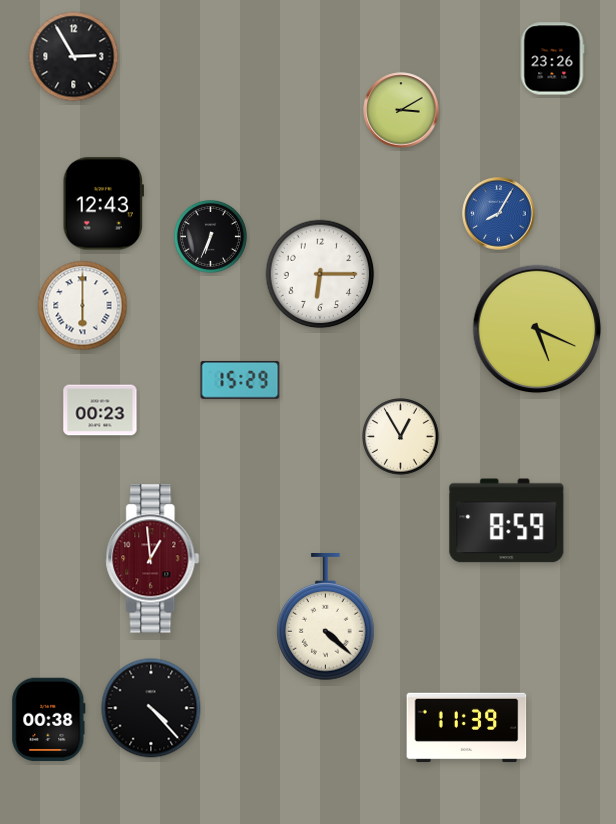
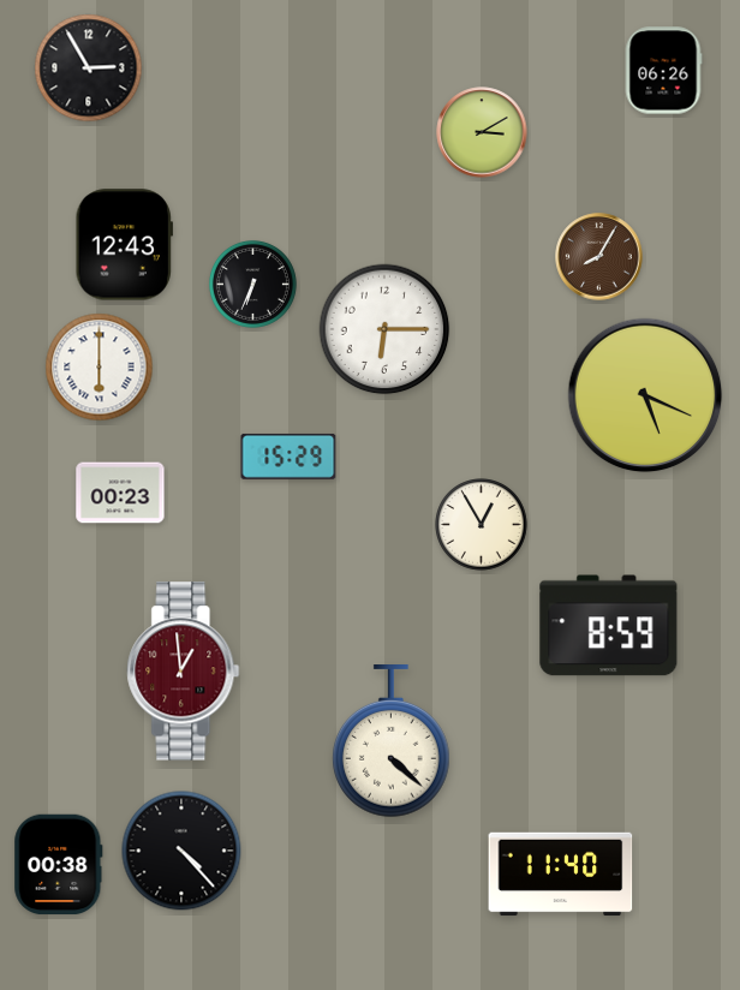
clock at (552, 59): 23:26 -> 06:26
clock at (499, 214) dial: blue -> brown
clock at (467, 728): 11:39 -> 11:40
